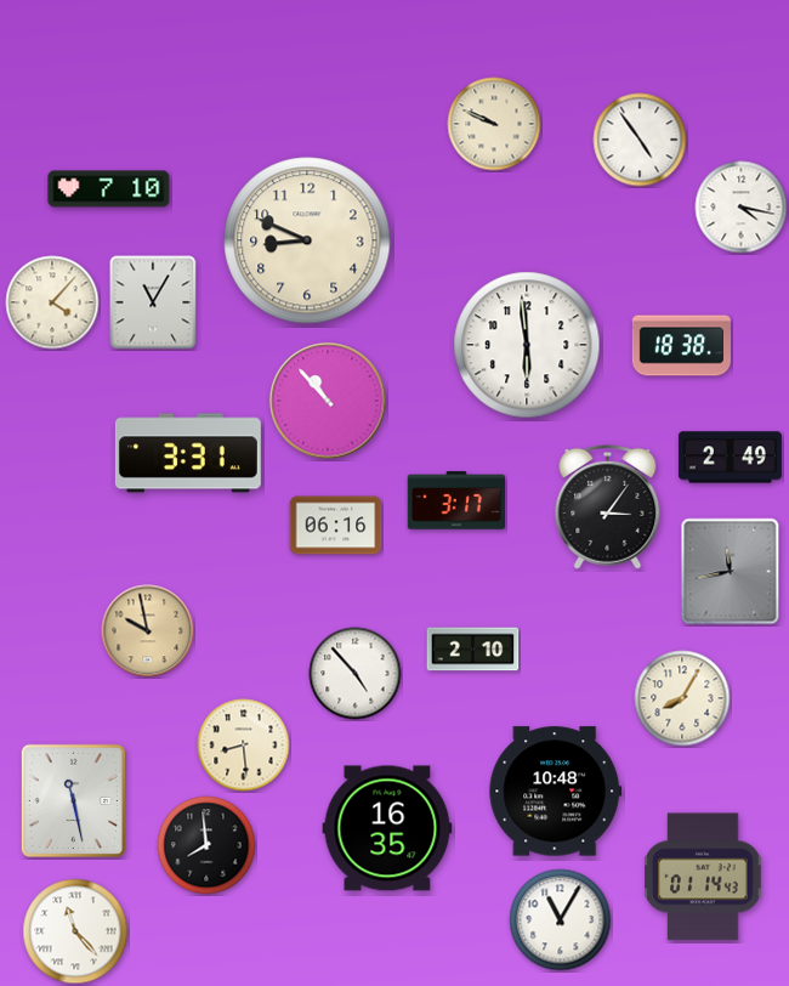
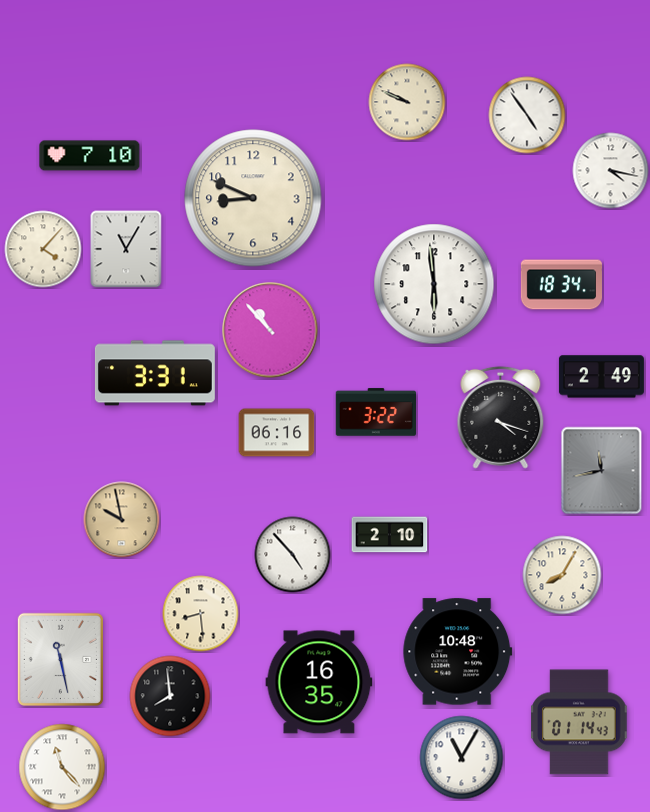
clock at (681, 346): 18:38 -> 18:34
clock at (455, 500): 3:17 -> 3:22
clock at (608, 506): 3:06 -> 4:18
